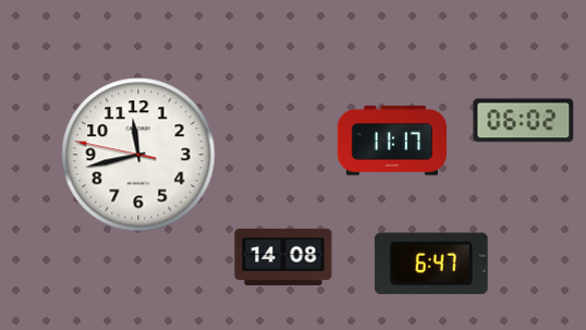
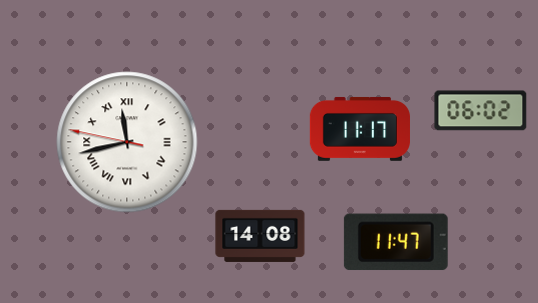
clock at (138, 155) numerals: Arabic -> Roman
clock at (431, 264): 6:47 -> 11:47
